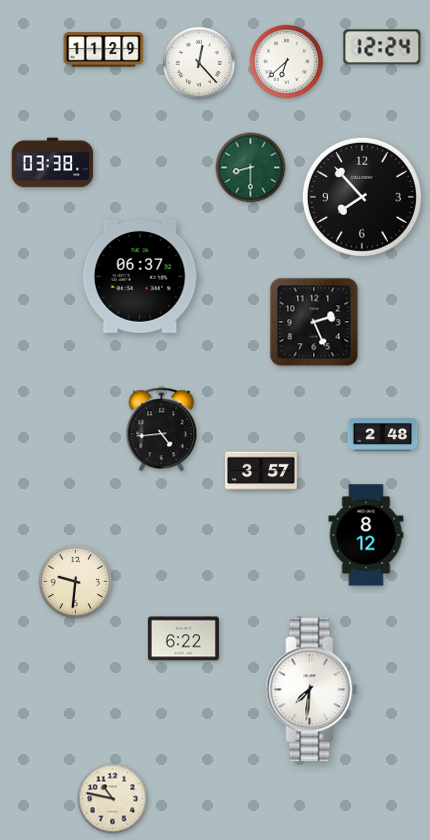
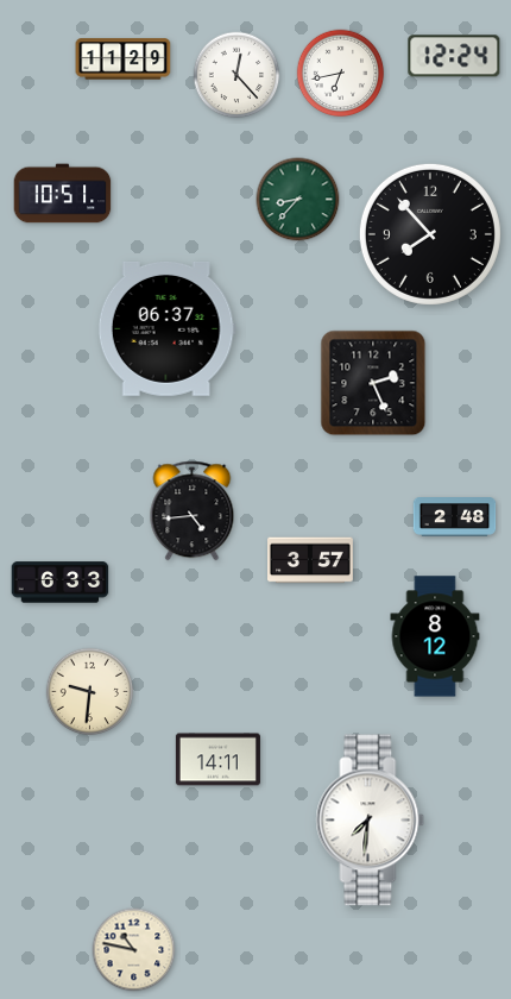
clock at (287, 62): 6:38 -> 6:43
clock at (53, 163): 03:38 -> 10:51
clock at (251, 168): 8:30 -> 8:37
clock at (61, 583): none -> 6:33
clock at (183, 639): 6:22 -> 14:11
